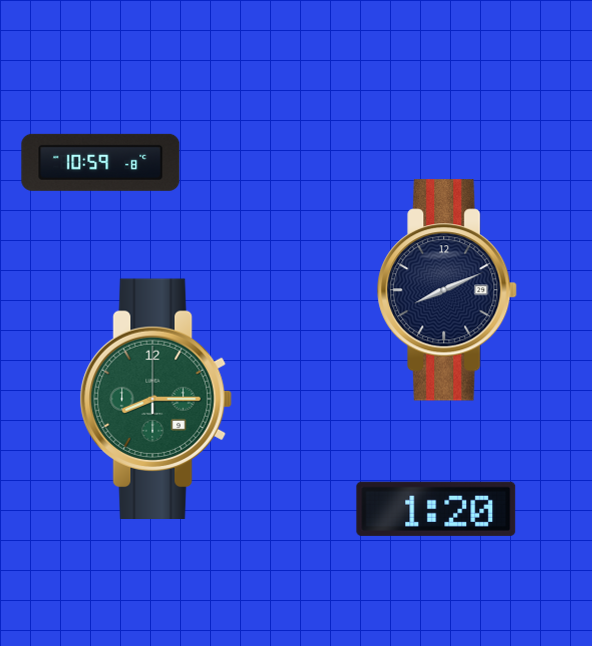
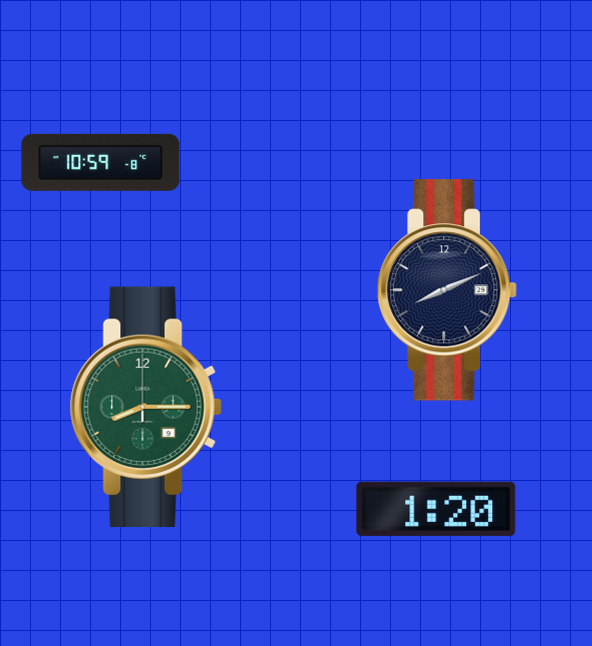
clock at (156, 398) position: (156, 398) -> (146, 406)
